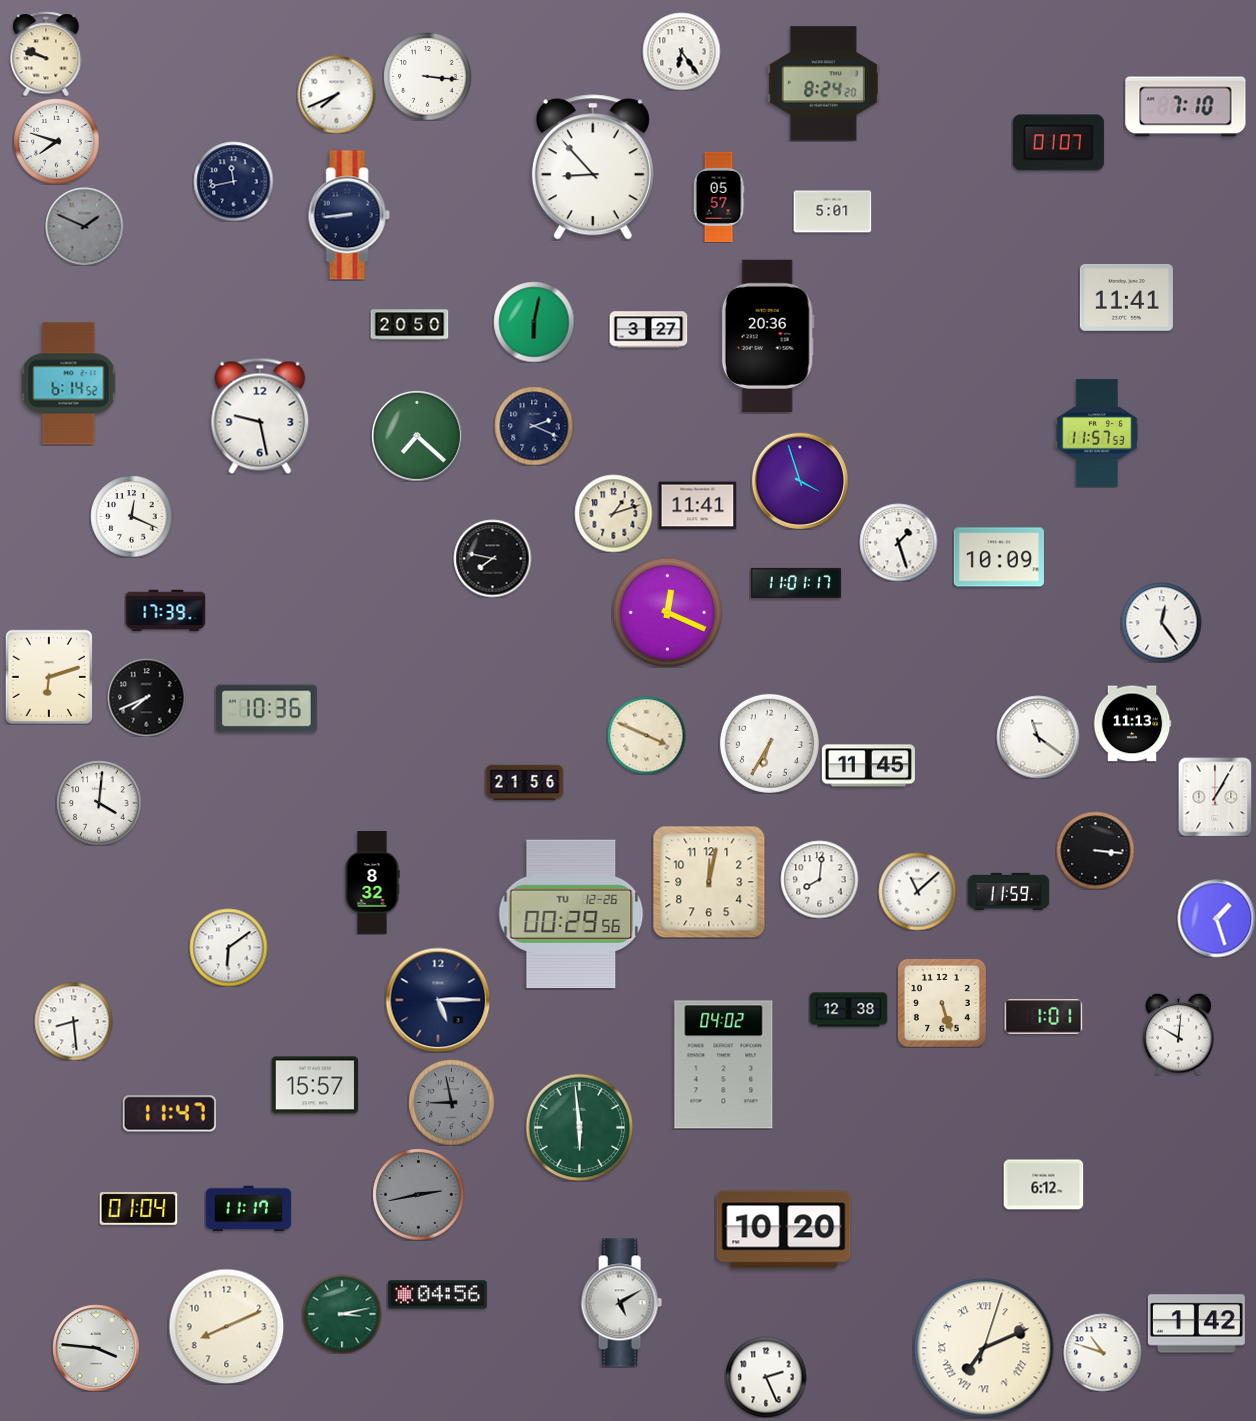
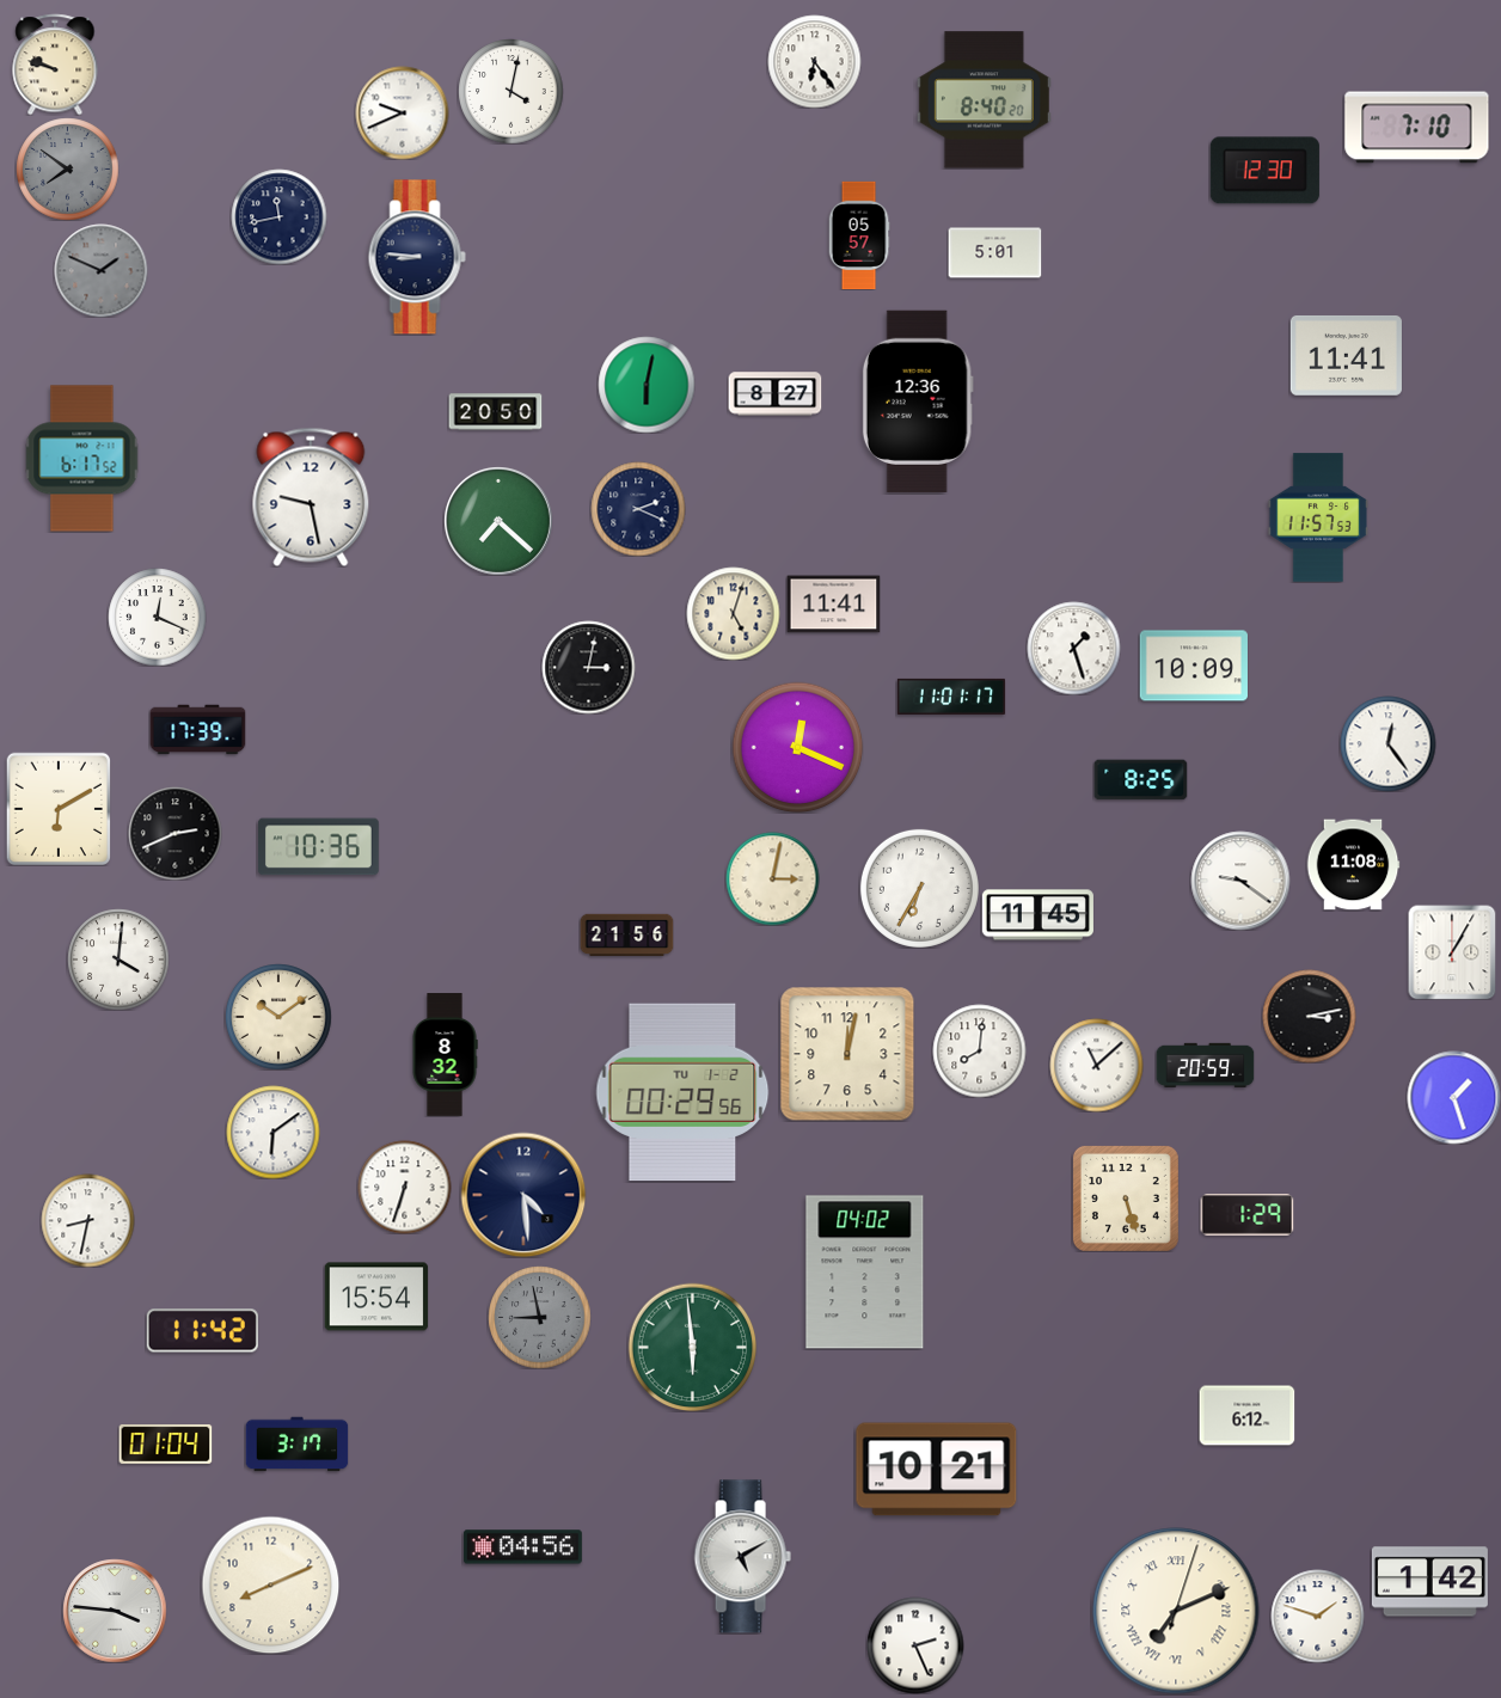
clock at (427, 76): 3:16 -> 4:02
clock at (823, 84): 8:24 -> 8:40
clock at (336, 94): 7:41 -> 9:41
clock at (56, 141): 7:48 -> 7:51
clock at (56, 141) dial: white -> grey
clock at (1058, 143): 01:07 -> 12:30
clock at (593, 167): 8:53 -> none
clock at (349, 215): 8:44 -> 8:46
clock at (534, 322) position: (534, 322) -> (647, 385)
clock at (409, 325) position: (409, 325) -> (495, 412)
clock at (648, 330): 3:27 -> 8:27
clock at (768, 336): 20:36 -> 12:36
clock at (69, 384): 6:14 -> 6:17
clock at (1096, 433) position: (1096, 433) -> (1317, 517)
clock at (800, 481): 3:57 -> none
clock at (613, 513): 1:12 -> 5:03
clock at (492, 558): 7:47 -> 3:02
clock at (667, 612) position: (667, 612) -> (797, 747)
clock at (1140, 780): none -> 8:25
clock at (48, 677): 6:12 -> 6:10
clock at (146, 697): 7:41 -> 2:41
clock at (1132, 724): 11:13 -> 11:08
clock at (646, 735): 3:49 -> 3:02
clock at (1038, 737): 11:21 -> 9:21
clock at (1095, 850): 3:16 -> 3:13
clock at (278, 1017): none -> 10:09
clock at (1008, 892): 11:59 -> 20:59
clock at (571, 914) date: TU 12-26 -> TU 1-2
clock at (404, 1187): none -> 6:33
clock at (438, 1000): 5:15 -> 4:29
clock at (848, 1010): 12:38 -> none
clock at (1043, 1017): 1:01 -> 1:29
clock at (73, 1021): 8:29 -> 8:32
clock at (1179, 1034): 10:01 -> none
clock at (315, 1085): 15:57 -> 15:54
clock at (169, 1114): 11:47 -> 11:42
clock at (419, 1195): 2:43 -> none
clock at (248, 1209): 11:17 -> 3:17
clock at (784, 1230): 10:20 -> 10:21
clock at (342, 1314): 3:13 -> none
clock at (1102, 1352): 10:48 -> 1:48
